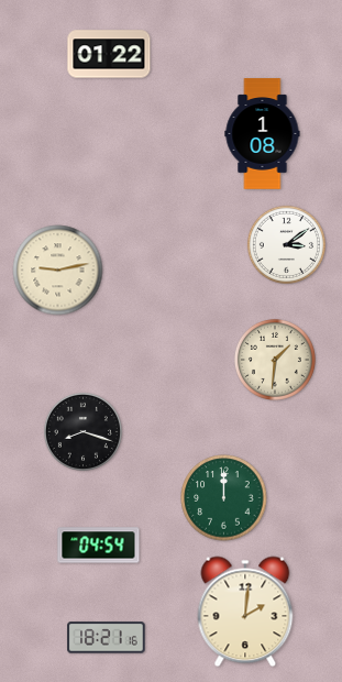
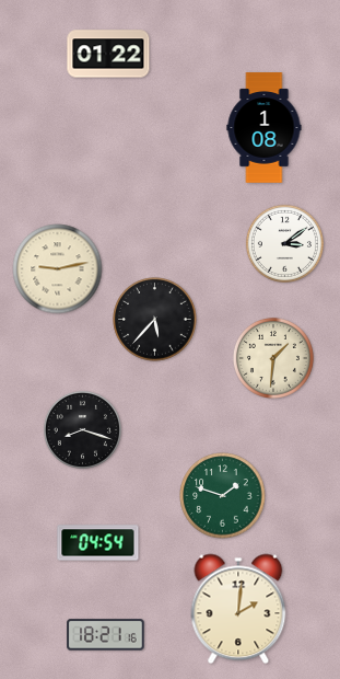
clock at (263, 134) position: (263, 134) -> (265, 128)
clock at (155, 320): none -> 5:37
clock at (224, 498): 12:00 -> 1:48
clock at (245, 612) position: (245, 612) -> (238, 609)
